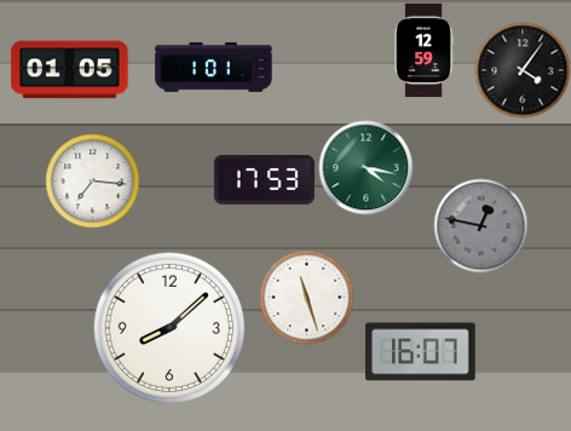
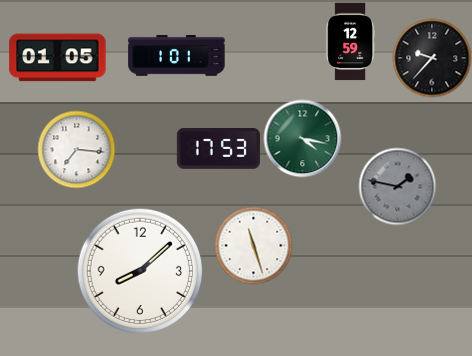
clock at (523, 70): 4:06 -> 9:37
clock at (480, 225): 12:47 -> 1:47
clock at (421, 352): 16:07 -> none
